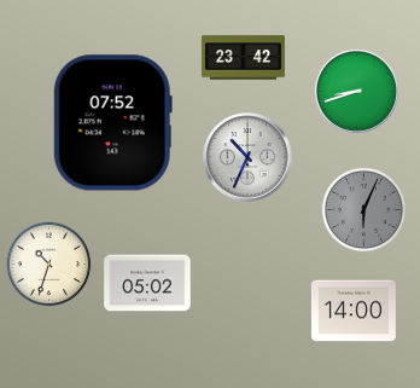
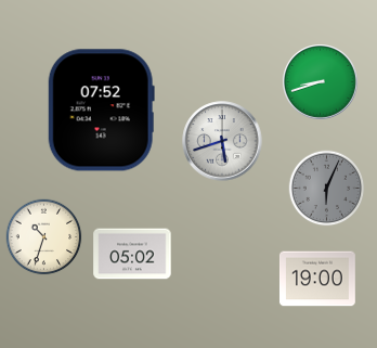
clock at (243, 58): 23:42 -> none
clock at (247, 157): 10:34 -> 5:42
clock at (354, 311): 14:00 -> 19:00
